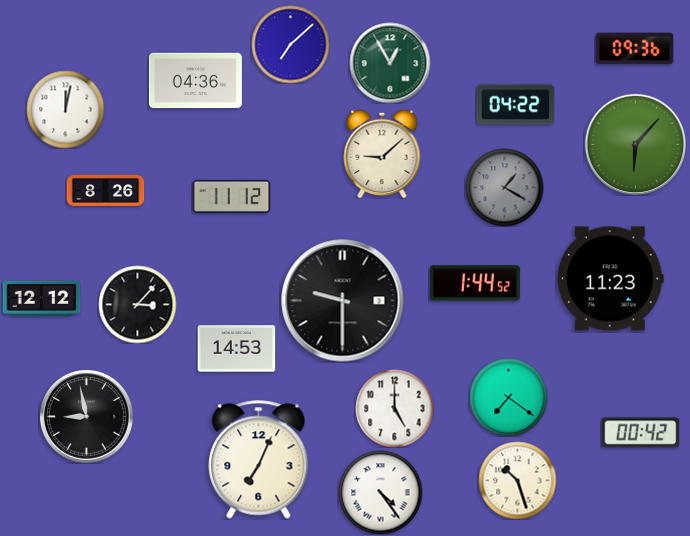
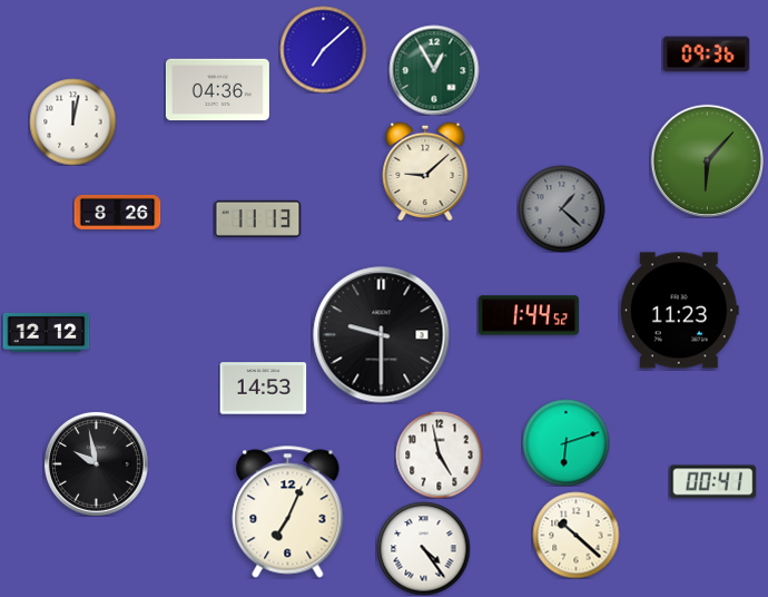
clock at (515, 105): 04:22 -> none
clock at (504, 187): 1:20 -> 1:22
clock at (231, 196): 11:12 -> 11:13
clock at (137, 304): 3:07 -> none
clock at (508, 397): 7:21 -> 6:12
clock at (394, 408): 5:00 -> 4:58
clock at (86, 416): 8:58 -> 9:58
clock at (640, 433): 00:42 -> 00:41
clock at (517, 480): 10:27 -> 10:22
